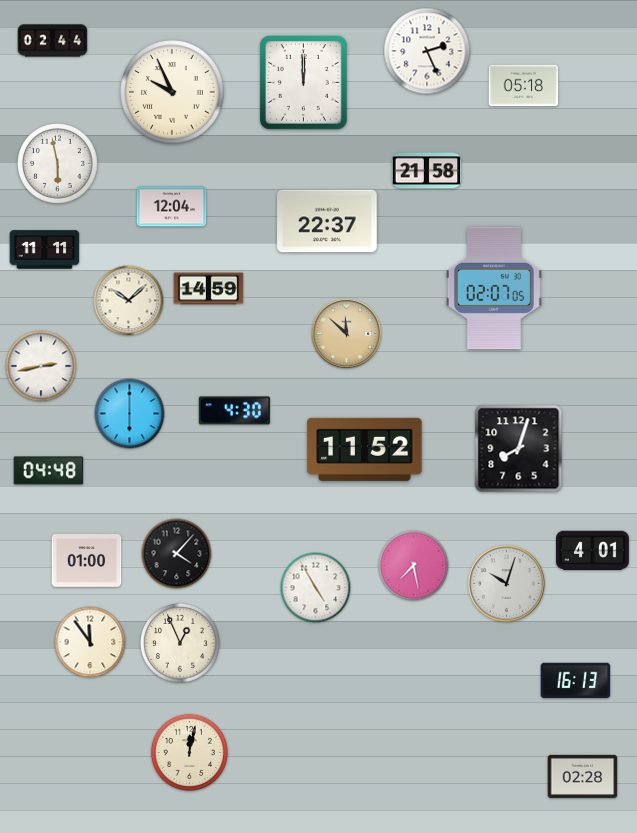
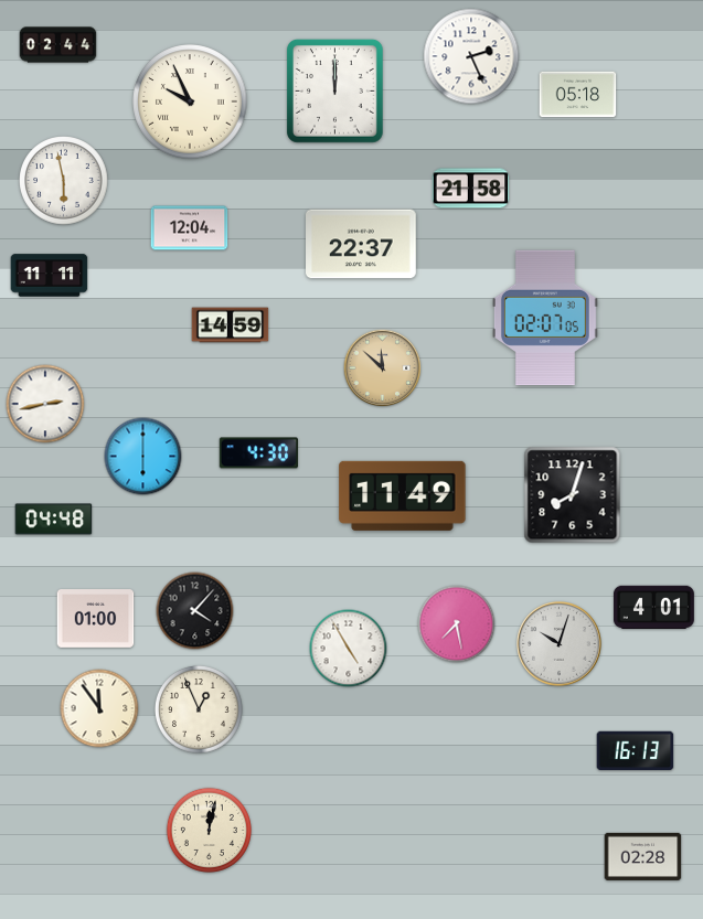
clock at (209, 289) position: (209, 289) -> (231, 325)
clock at (129, 301): 10:08 -> none
clock at (365, 449): 11:52 -> 11:49
